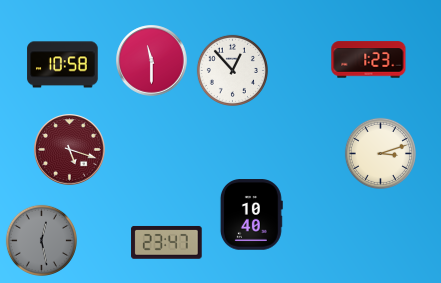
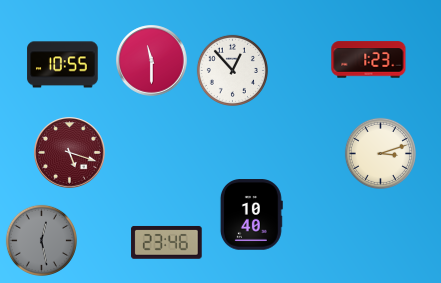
clock at (63, 65): 10:58 -> 10:55
clock at (70, 150) position: (70, 150) -> (70, 153)
clock at (167, 243): 23:47 -> 23:46
